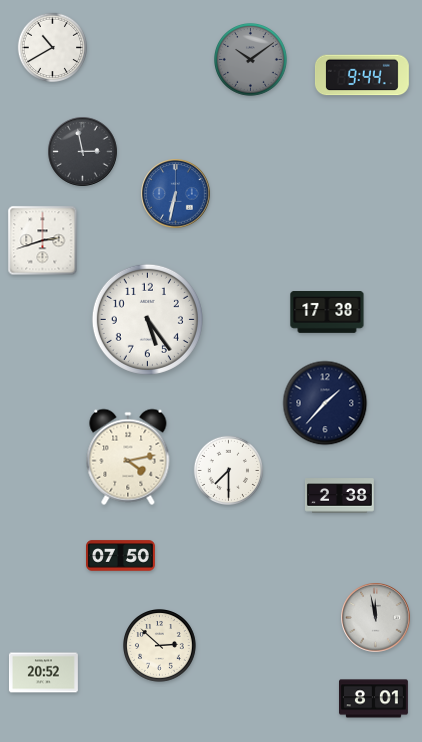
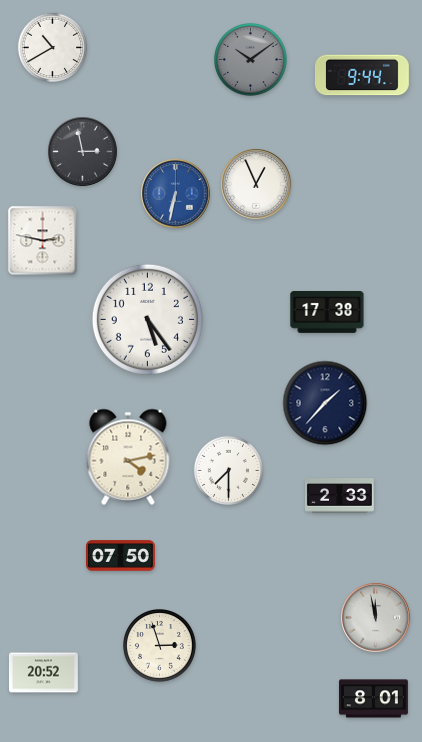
clock at (256, 184): none -> 12:56
clock at (43, 241): 2:42 -> 2:47
clock at (339, 496): 2:38 -> 2:33
clock at (160, 646): 2:52 -> 2:57
